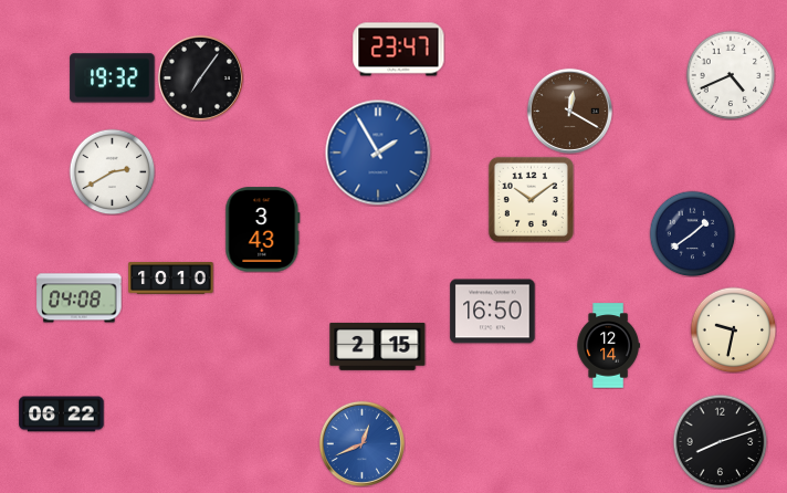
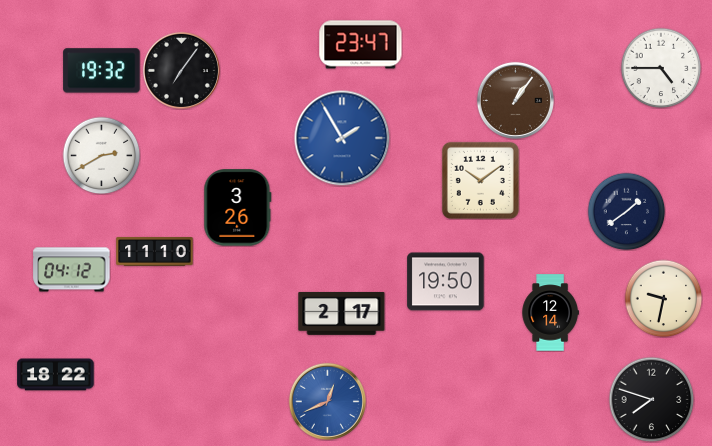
clock at (731, 75): 4:41 -> 4:45
clock at (569, 111): 12:20 -> 1:06
clock at (263, 230): 3:43 -> 3:26
clock at (171, 279): 10:10 -> 11:10
clock at (80, 298): 04:08 -> 04:12
clock at (493, 312): 16:50 -> 19:50
clock at (378, 346): 2:15 -> 2:17
clock at (62, 415): 06:22 -> 18:22
clock at (720, 441): 8:12 -> 7:48
